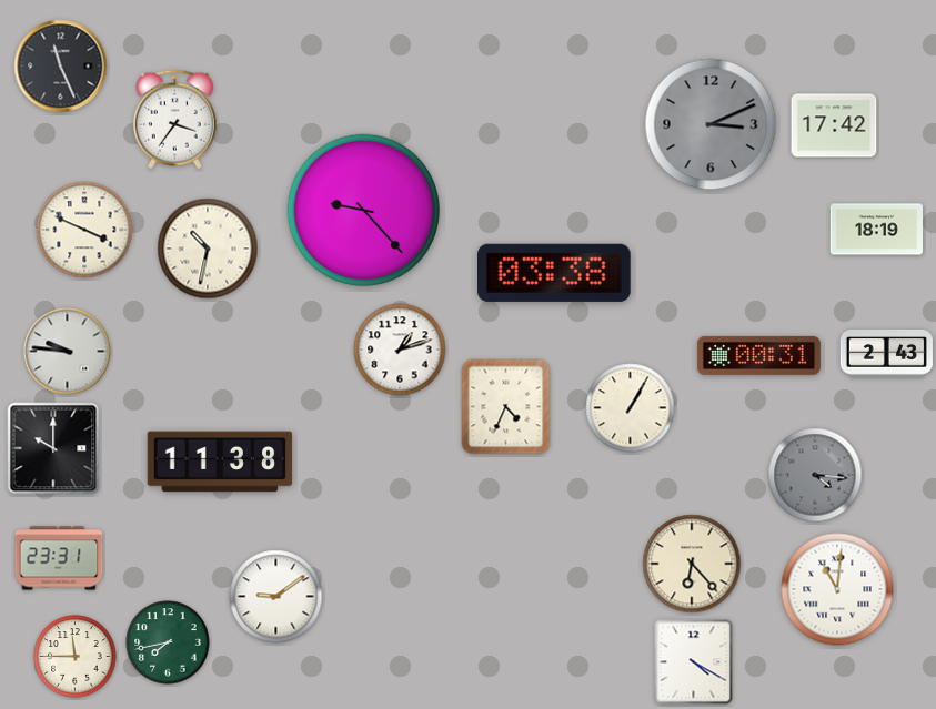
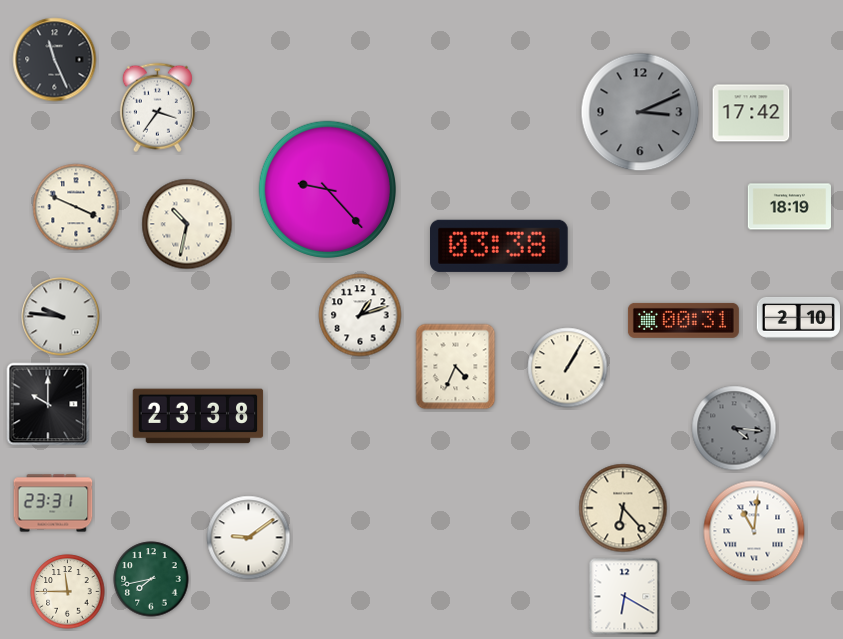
clock at (886, 353): 2:43 -> 2:10
clock at (220, 462): 11:38 -> 23:38
clock at (694, 662): 4:20 -> 6:20
